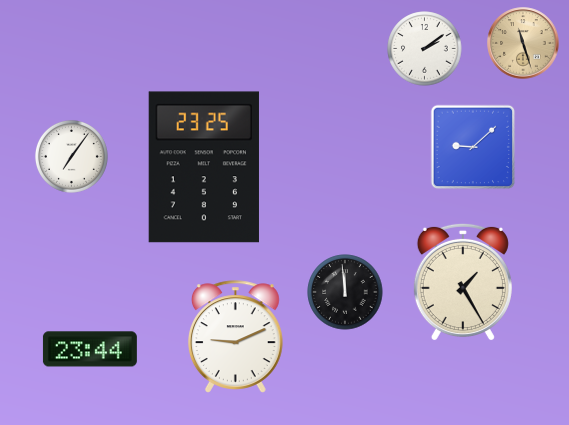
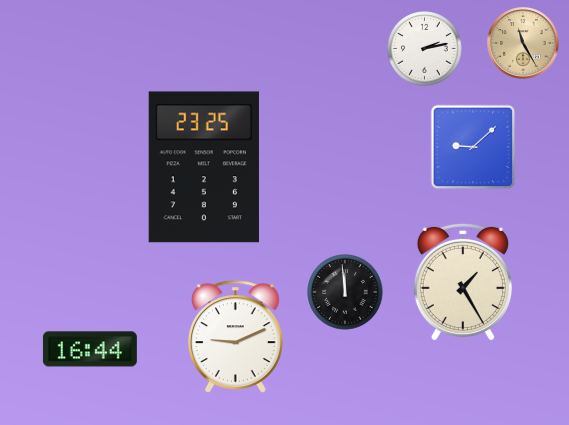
clock at (523, 43): 11:27 -> 11:25
clock at (425, 49): 2:09 -> 2:13
clock at (71, 156): 7:06 -> none
clock at (90, 349): 23:44 -> 16:44
